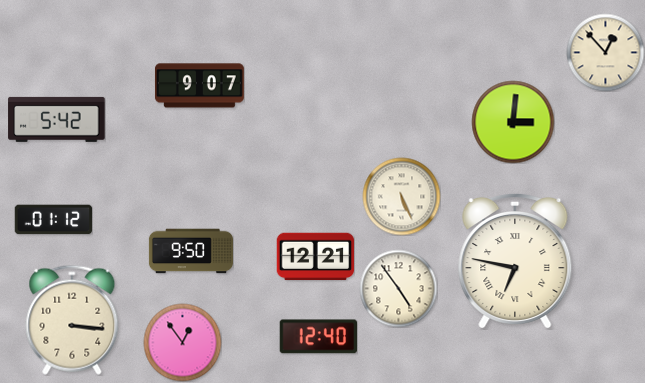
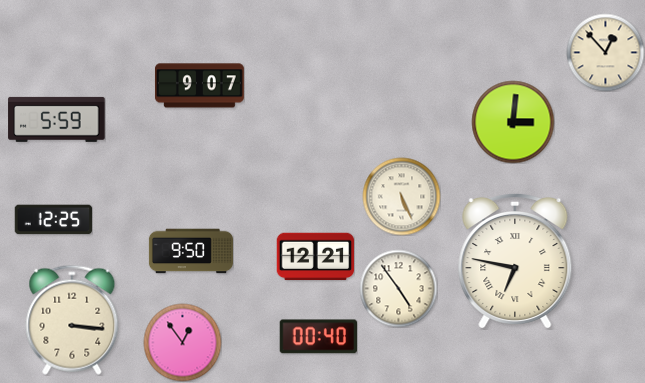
clock at (57, 119): 5:42 -> 5:59
clock at (53, 220): 01:12 -> 12:25
clock at (318, 337): 12:40 -> 00:40
